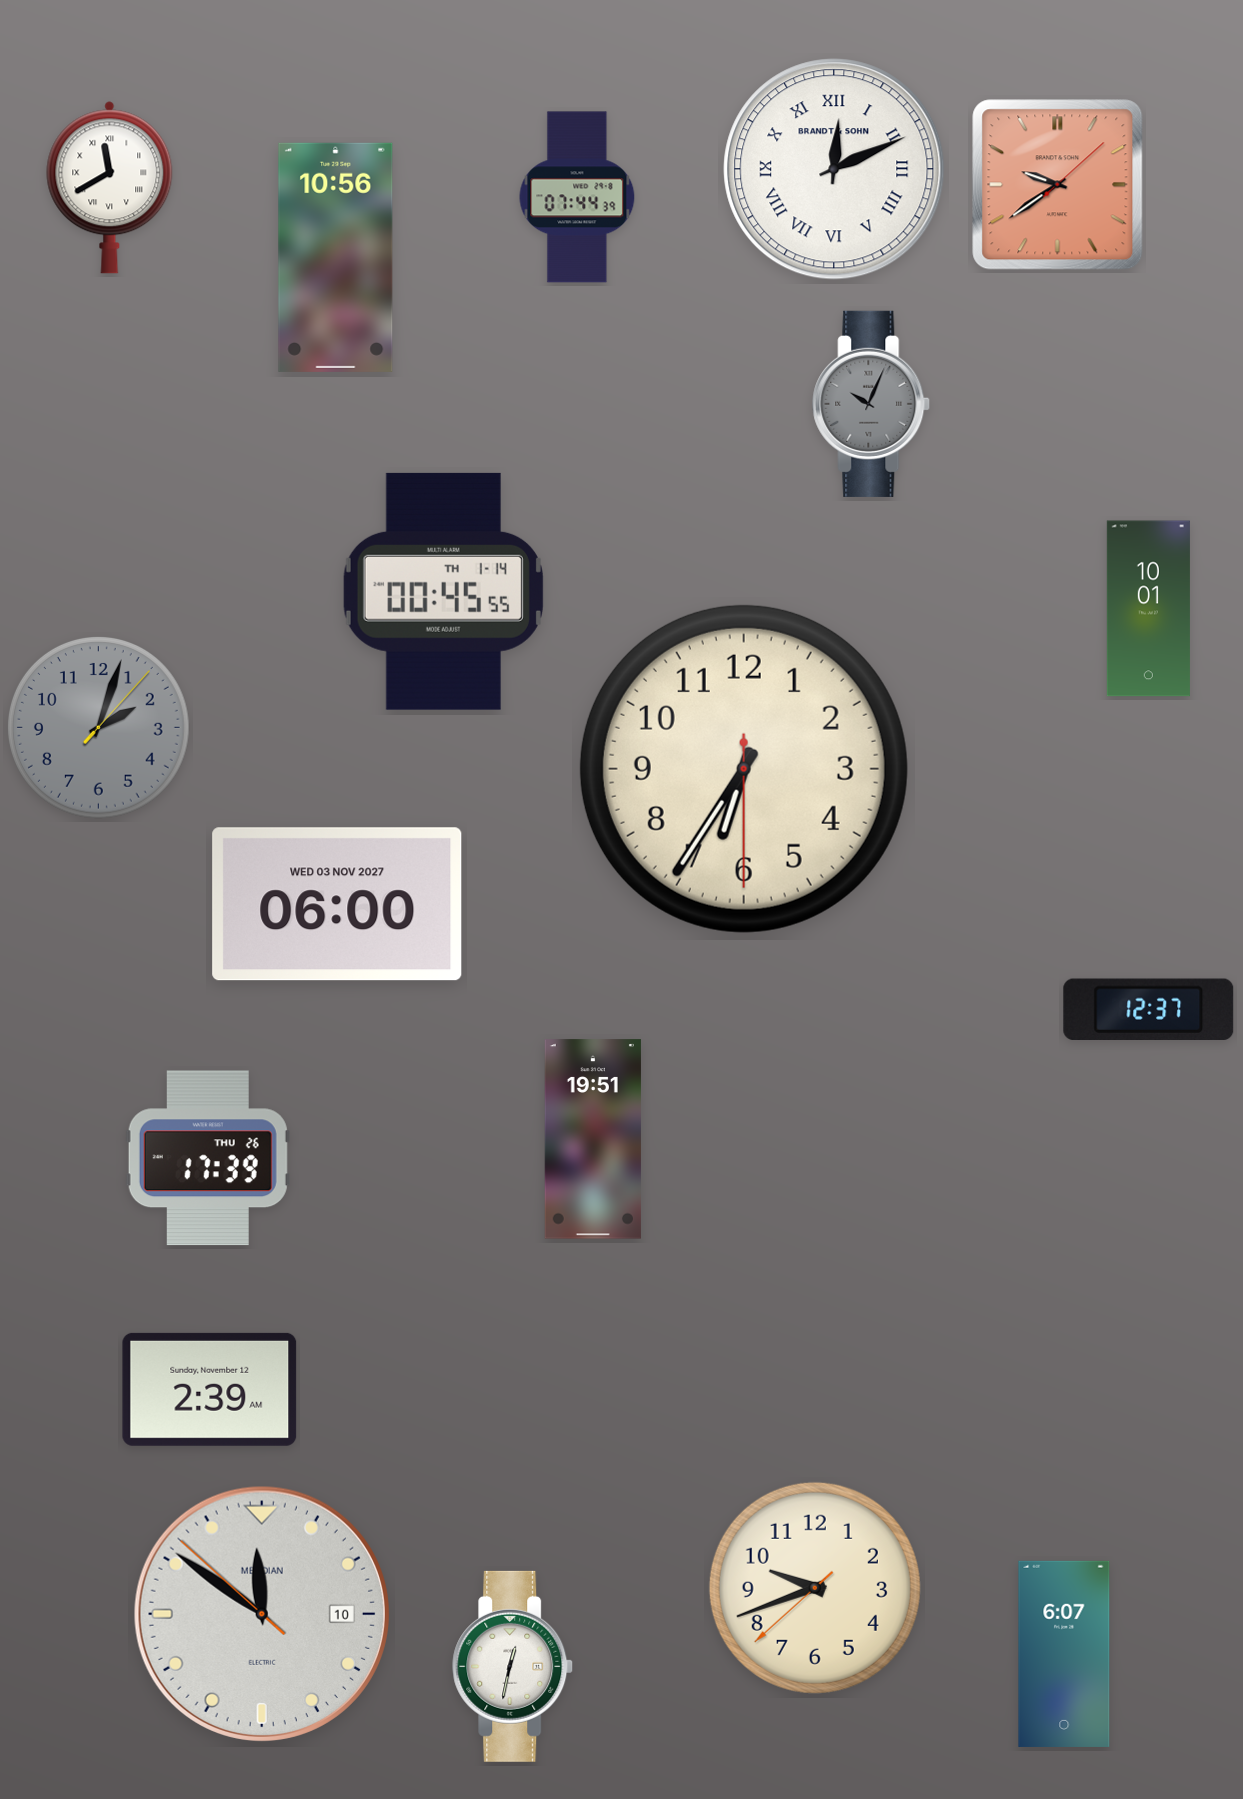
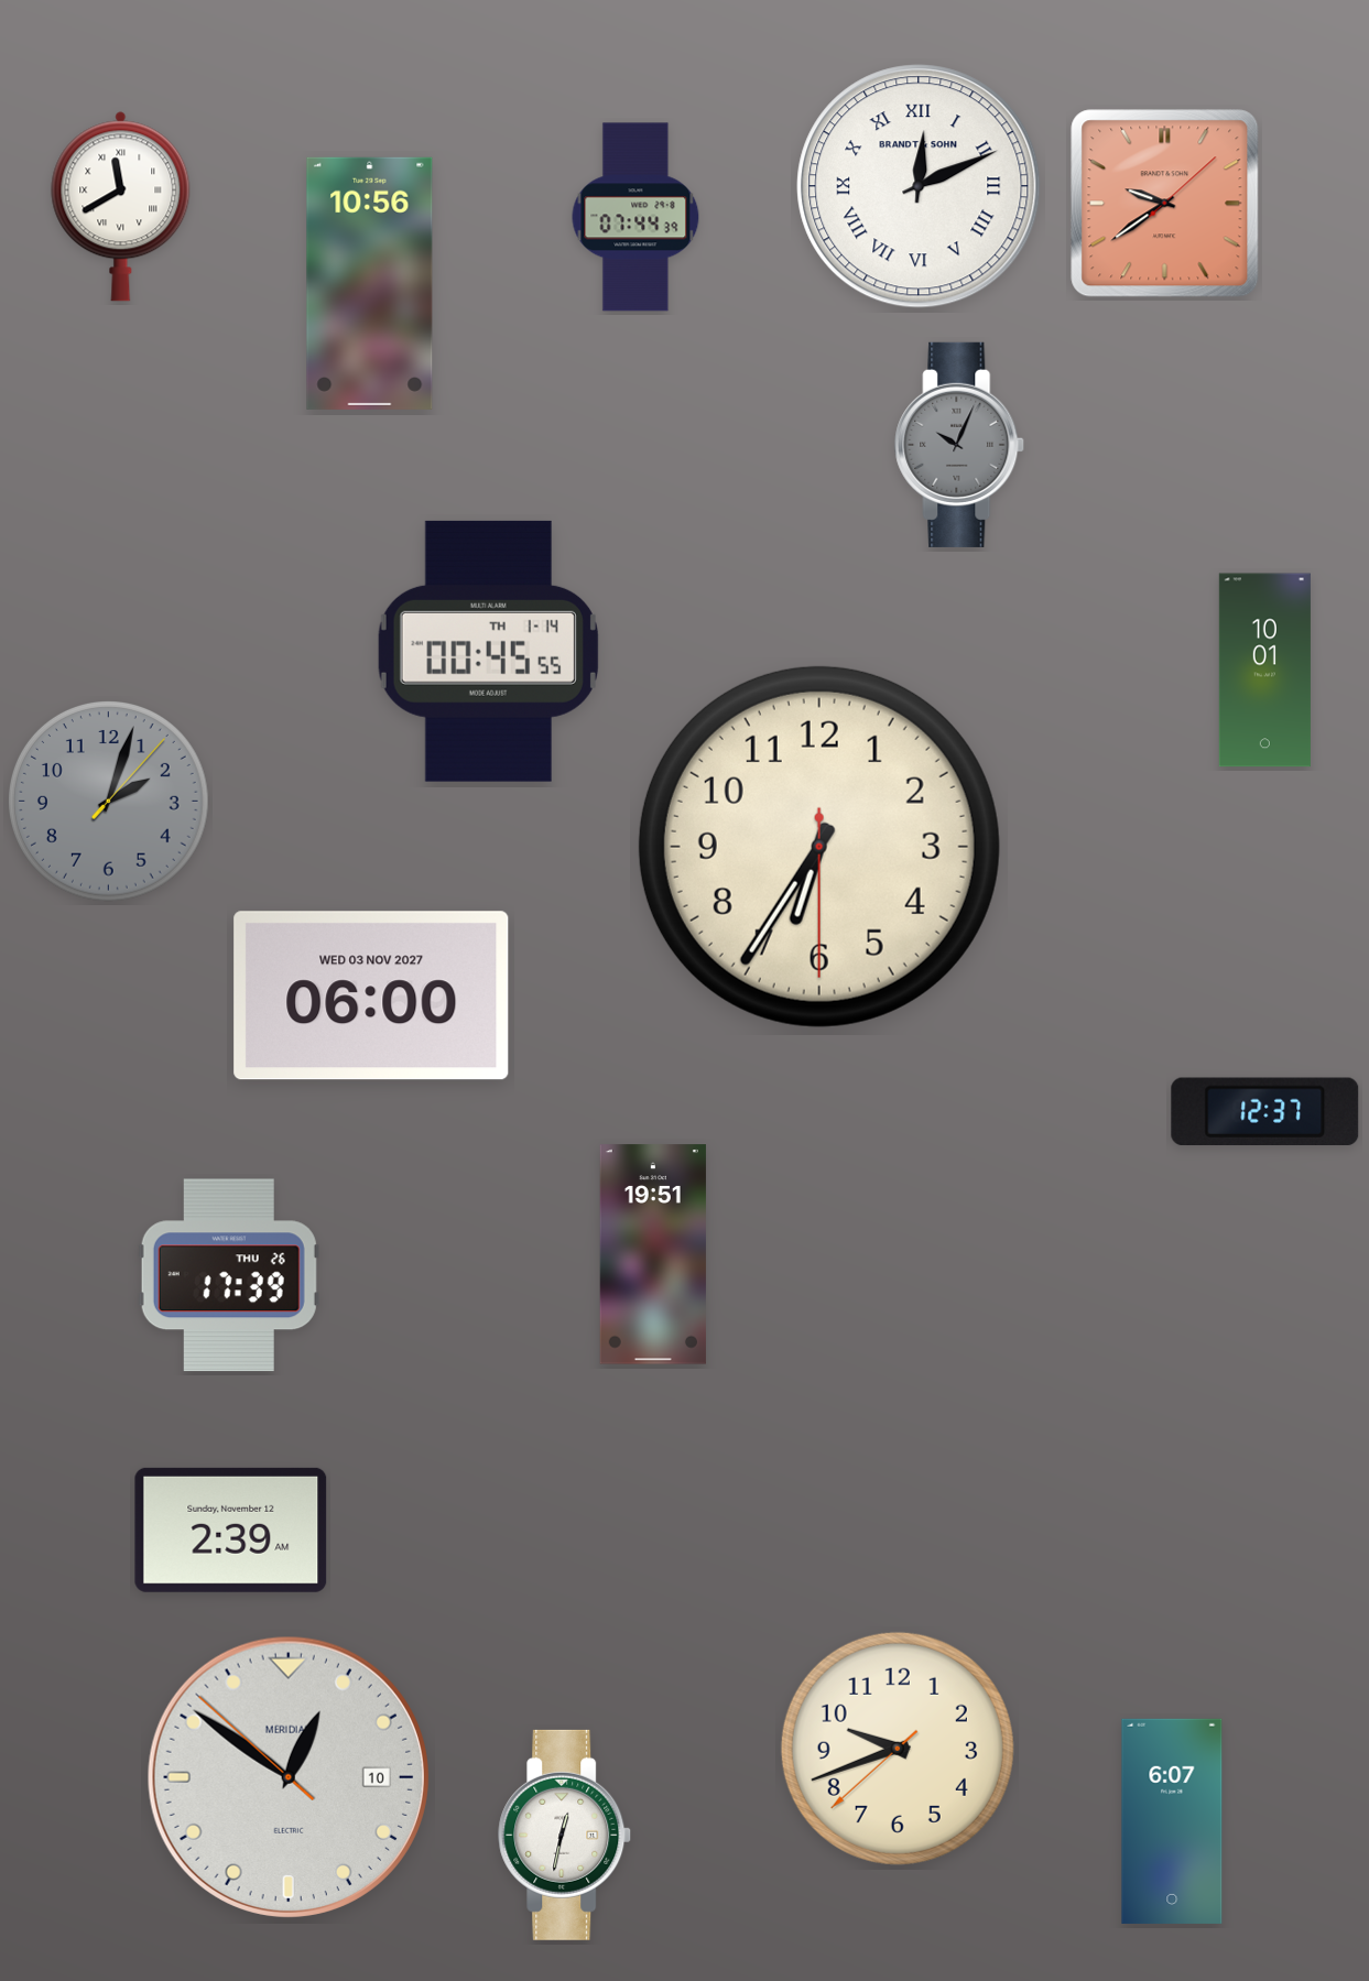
clock at (262, 1614): 11:50 -> 12:50
